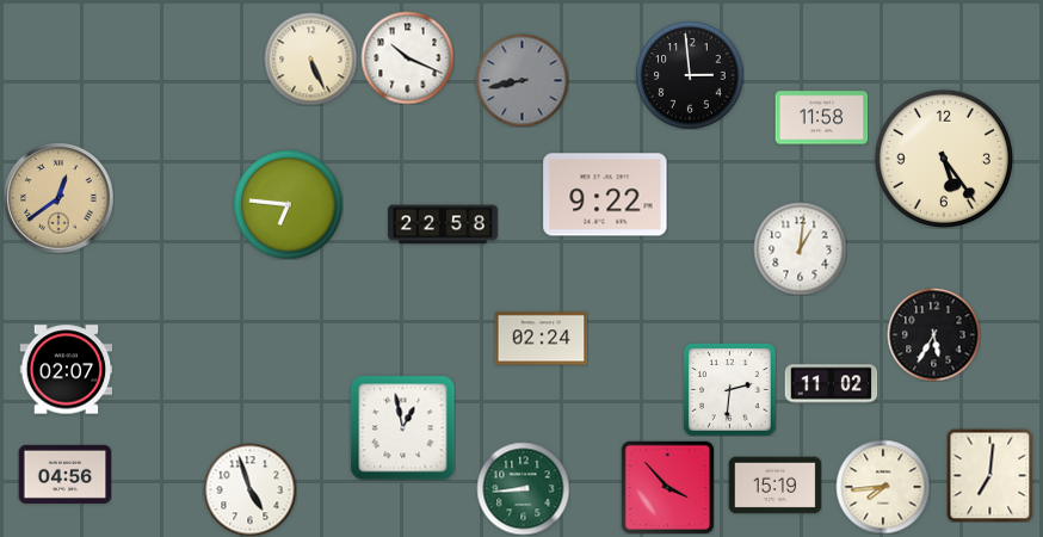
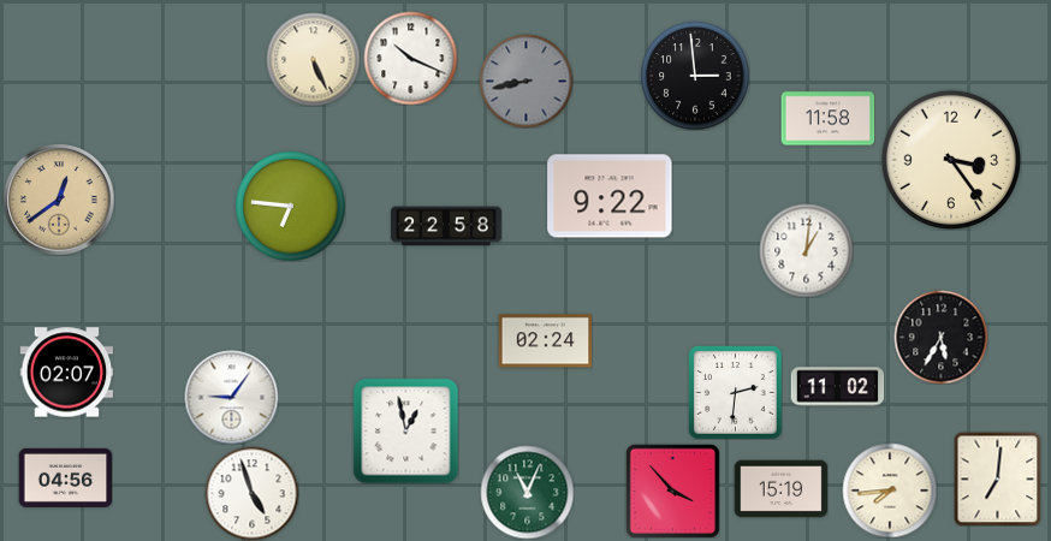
clock at (943, 158): 5:24 -> 3:24
clock at (231, 397): none -> 9:06
clock at (523, 488): 8:44 -> 11:04
